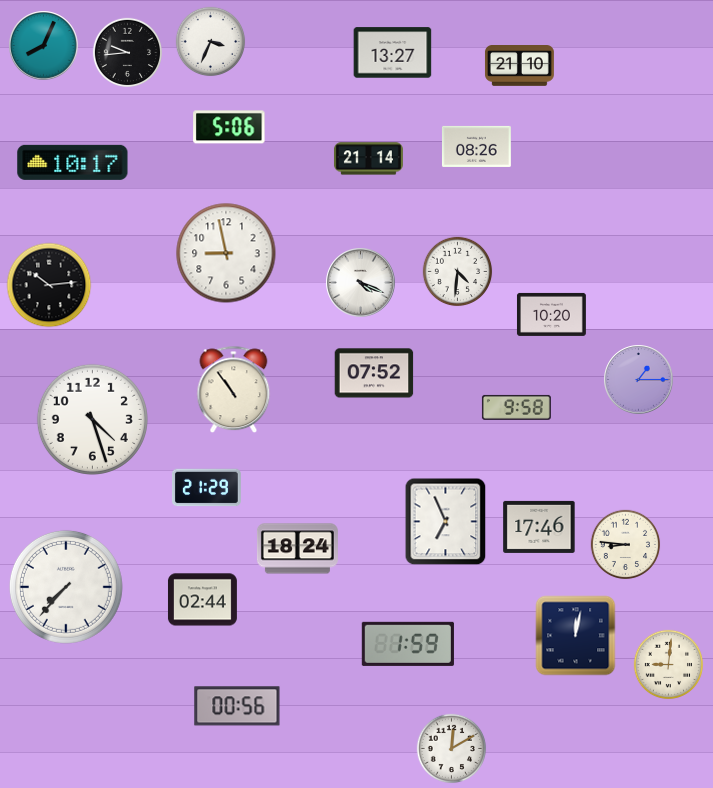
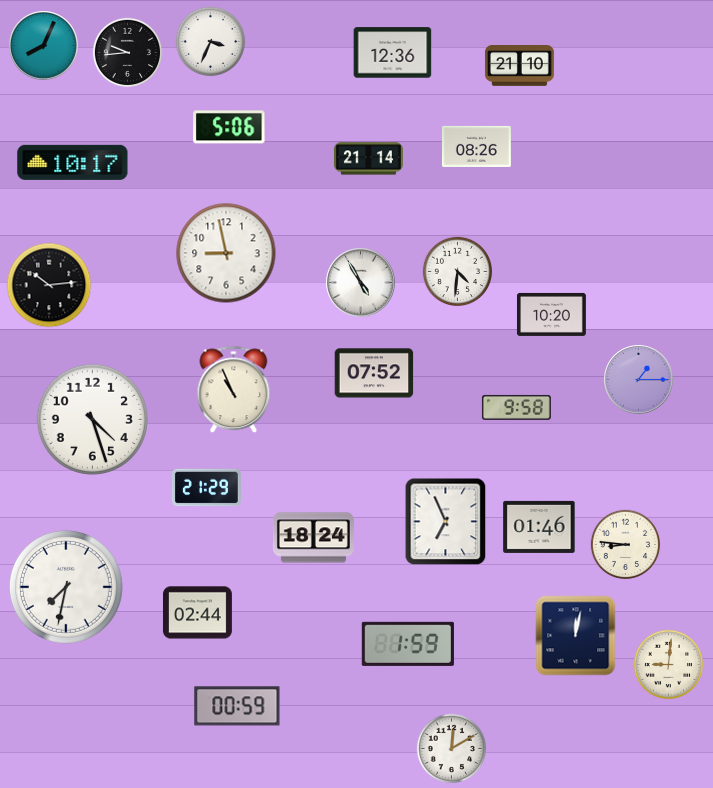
clock at (393, 53): 13:27 -> 12:36
clock at (361, 283): 4:19 -> 4:55
clock at (234, 390): 10:54 -> 10:56
clock at (539, 527): 17:46 -> 01:46
clock at (297, 549) position: (297, 549) -> (313, 538)
clock at (66, 587): 7:37 -> 7:32
clock at (202, 600) position: (202, 600) -> (197, 613)
clock at (237, 706): 00:56 -> 00:59
